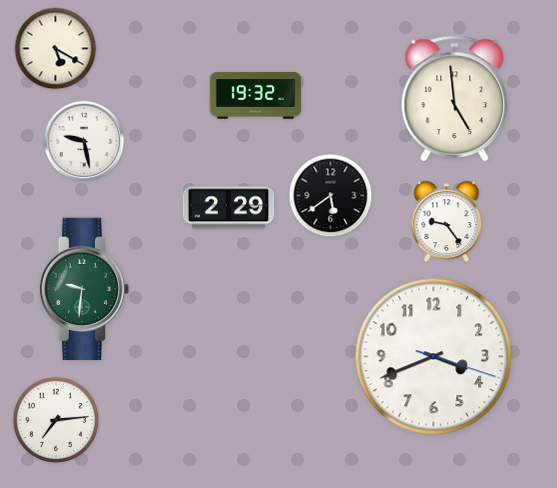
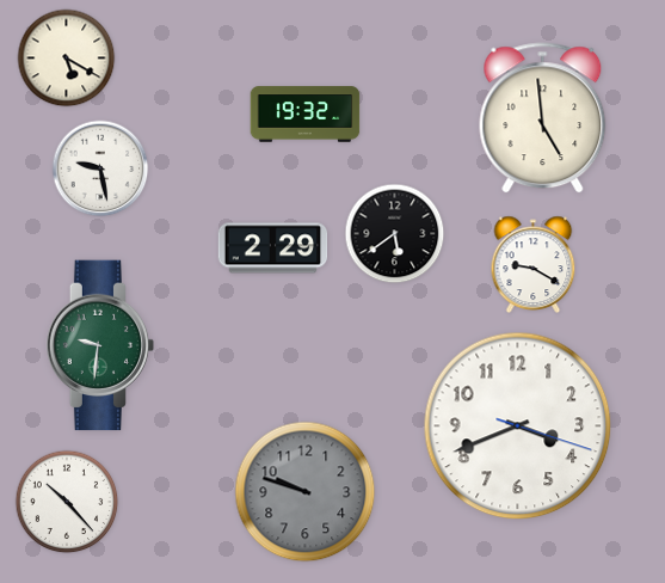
clock at (447, 221): 9:24 -> 9:20
clock at (306, 492): none -> 9:48
clock at (56, 420): 7:14 -> 10:23
